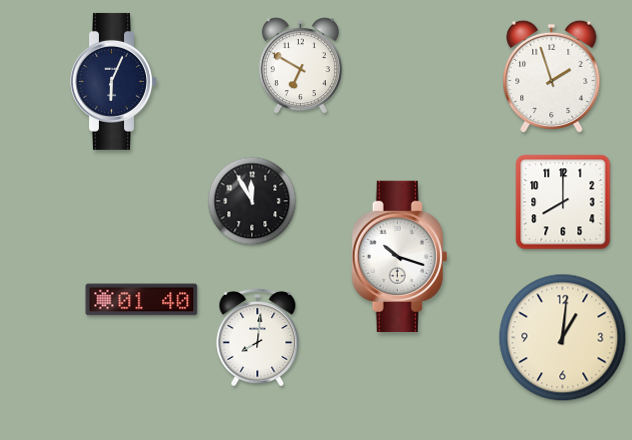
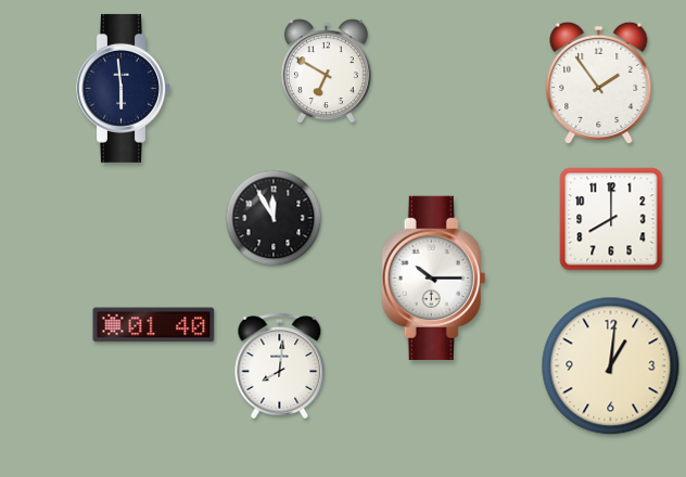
clock at (552, 77): 1:57 -> 1:54
clock at (114, 81): 6:04 -> 5:59
clock at (400, 256): 10:18 -> 10:15
